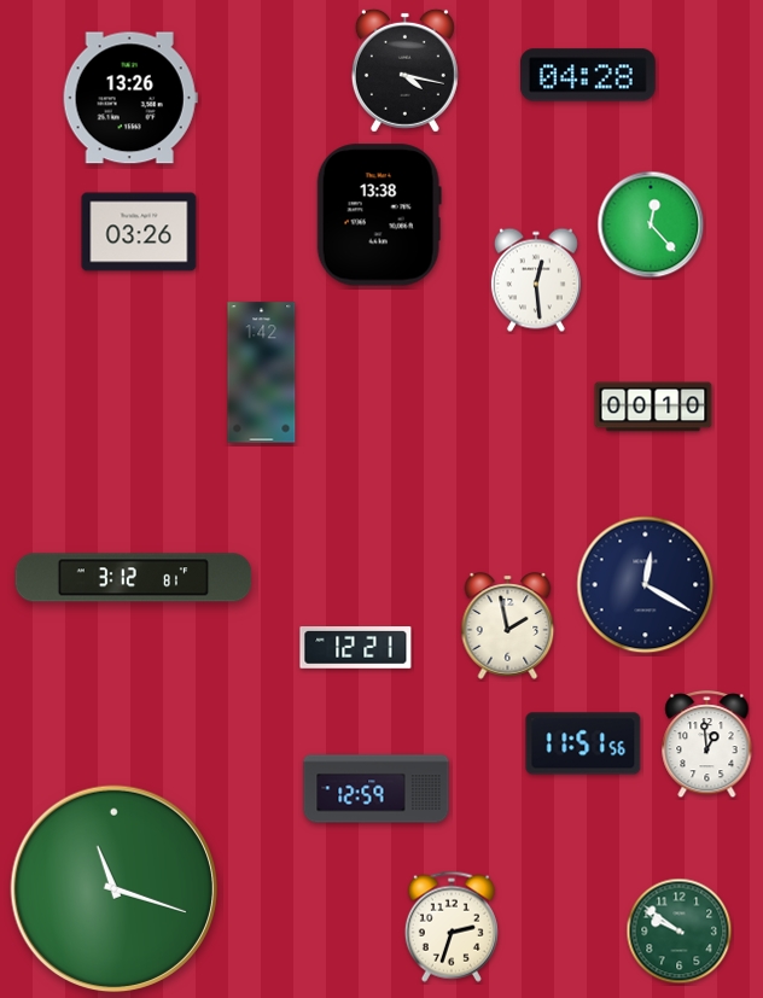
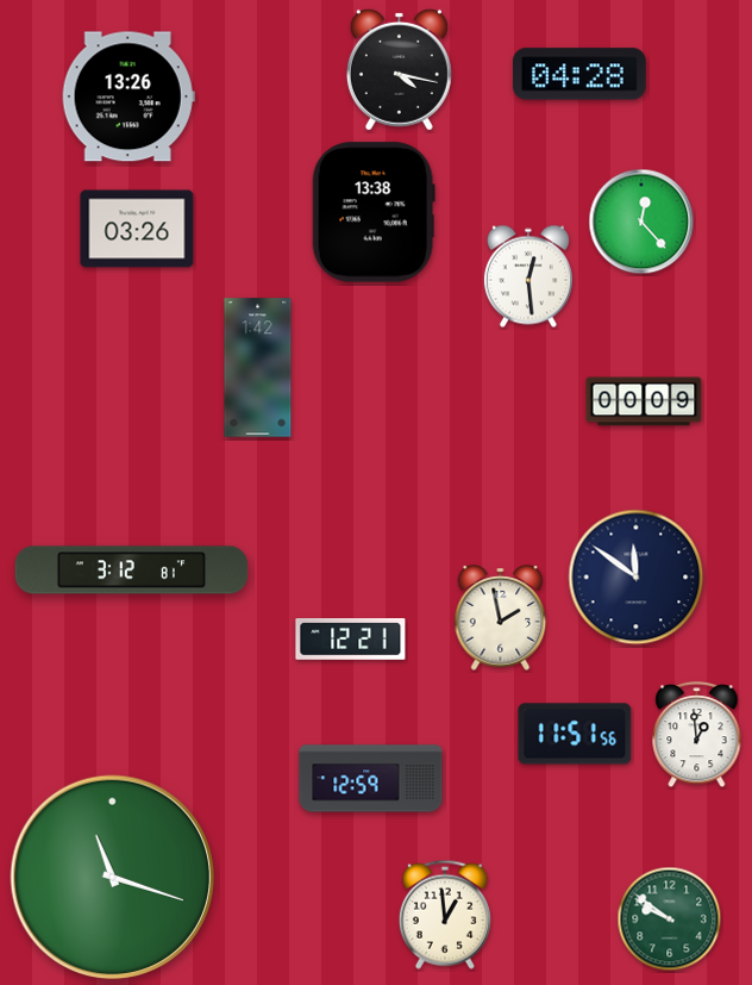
clock at (653, 407): 00:10 -> 00:09
clock at (646, 585): 12:20 -> 11:51
clock at (452, 927): 2:33 -> 12:59
